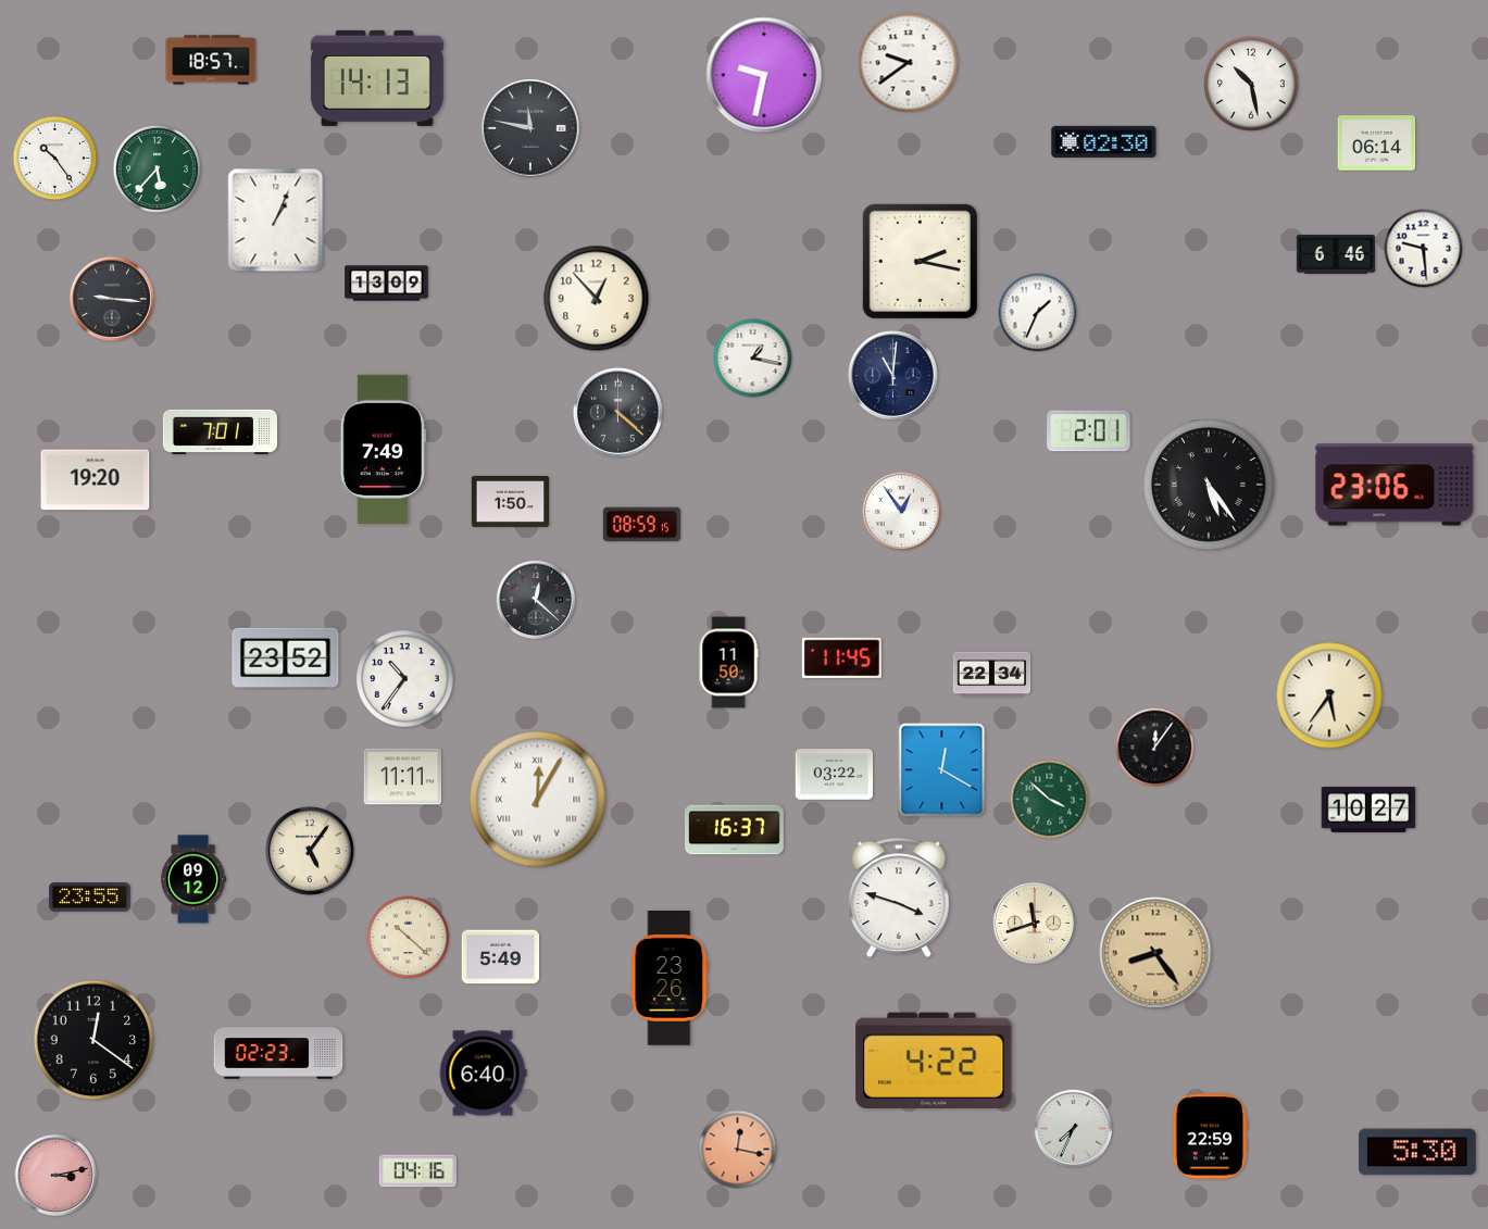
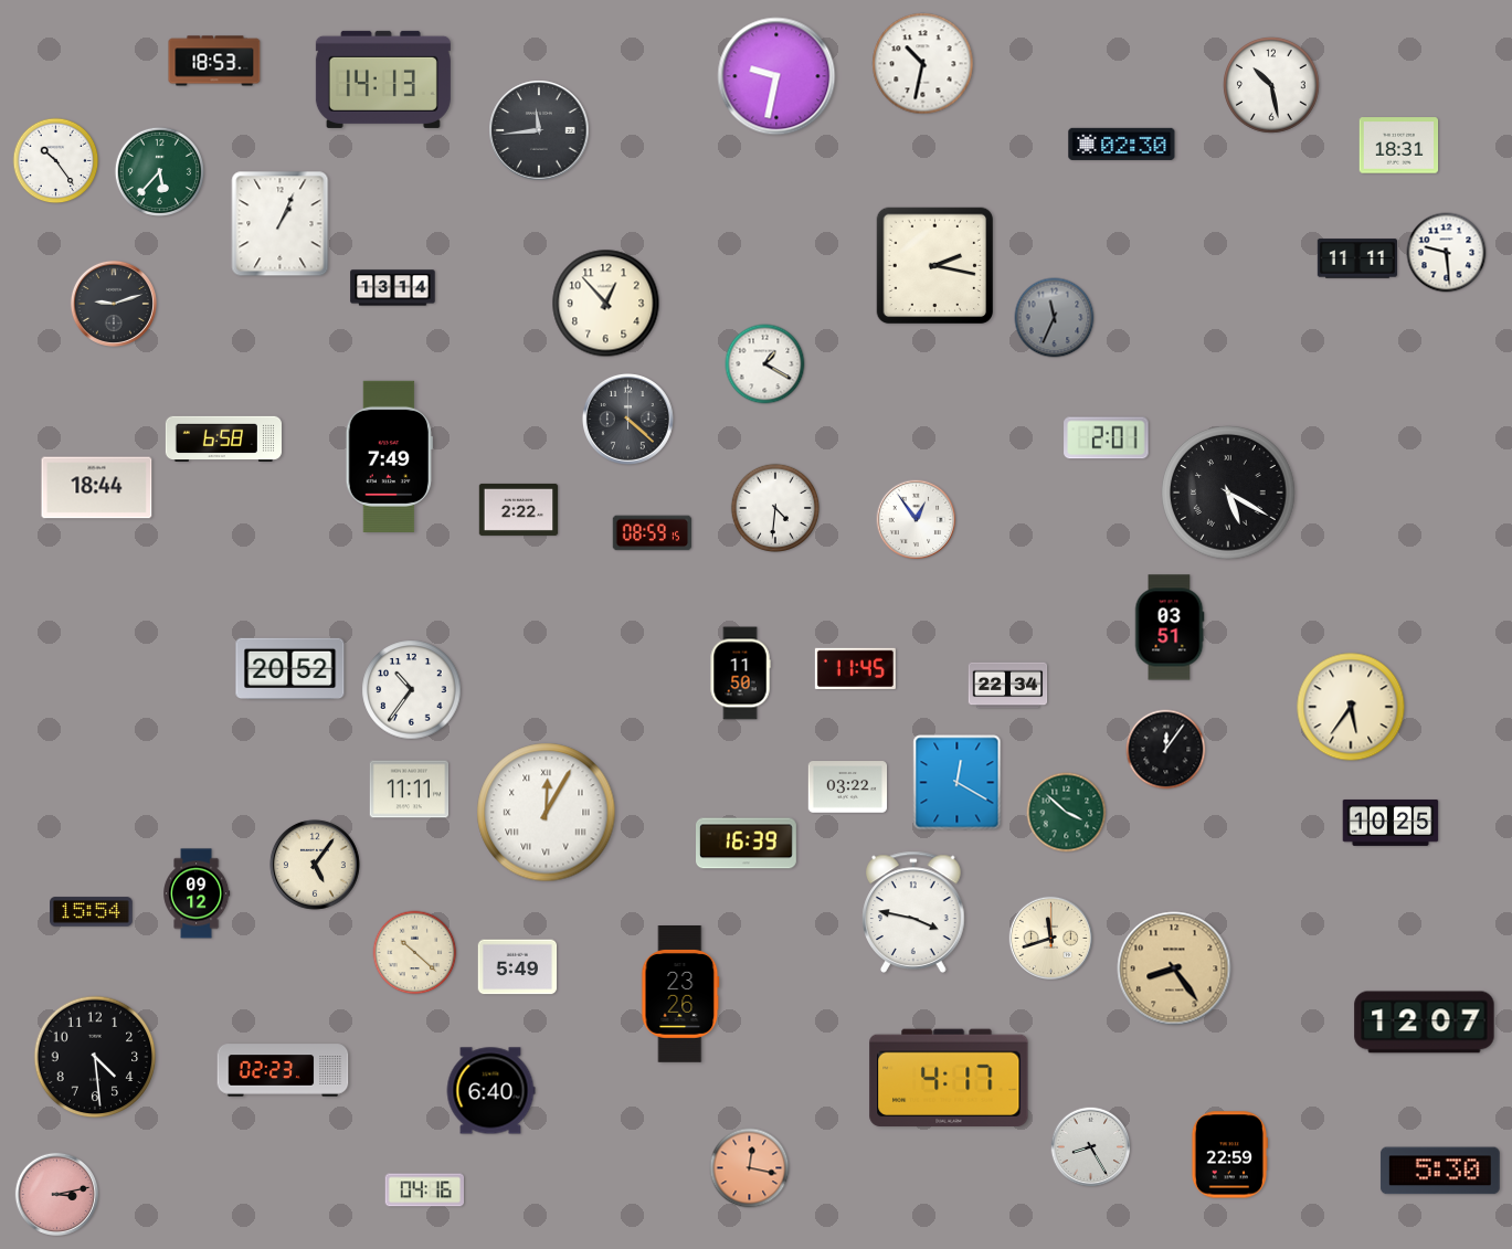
clock at (211, 60): 18:57 -> 18:53
clock at (909, 63): 9:39 -> 10:32
clock at (530, 128): 11:47 -> 11:44
clock at (1377, 143): 06:14 -> 18:31
clock at (1336, 254): 6:46 -> 11:11
clock at (387, 284): 13:09 -> 13:14
clock at (112, 299): 9:16 -> 9:12
clock at (1038, 313): 1:34 -> 11:34
clock at (1038, 313) dial: white -> grey
clock at (753, 359): 1:17 -> 1:20
clock at (892, 375): 11:01 -> none
clock at (220, 431): 7:01 -> 6:58
clock at (96, 480): 19:20 -> 18:44
clock at (1395, 485): 23:06 -> none
clock at (1210, 486): 5:24 -> 5:20
clock at (774, 507): none -> 4:31
clock at (511, 501): 1:50 -> 2:22
clock at (536, 600): 12:22 -> none
clock at (1170, 627): none -> 03:51
clock at (286, 657): 23:52 -> 20:52
clock at (1155, 748) position: (1155, 748) -> (1166, 750)
clock at (1368, 810): 10:27 -> 10:25
clock at (735, 830): 16:37 -> 16:39
clock at (90, 898): 23:55 -> 15:54
clock at (899, 898): 3:48 -> 3:47
clock at (501, 957) position: (501, 957) -> (518, 967)
clock at (1425, 1023): none -> 12:07
clock at (93, 1040): 12:21 -> 4:29
clock at (934, 1061): 4:22 -> 4:17
clock at (1074, 1129): 7:34 -> 8:25
